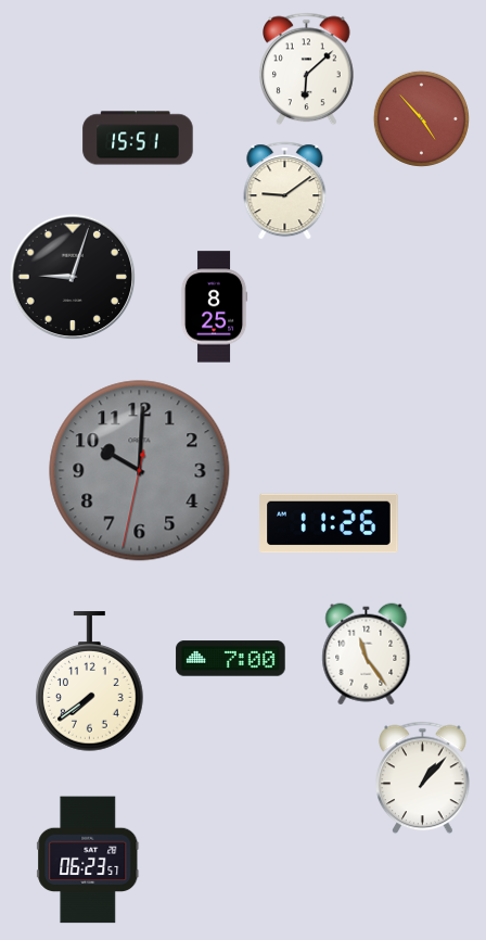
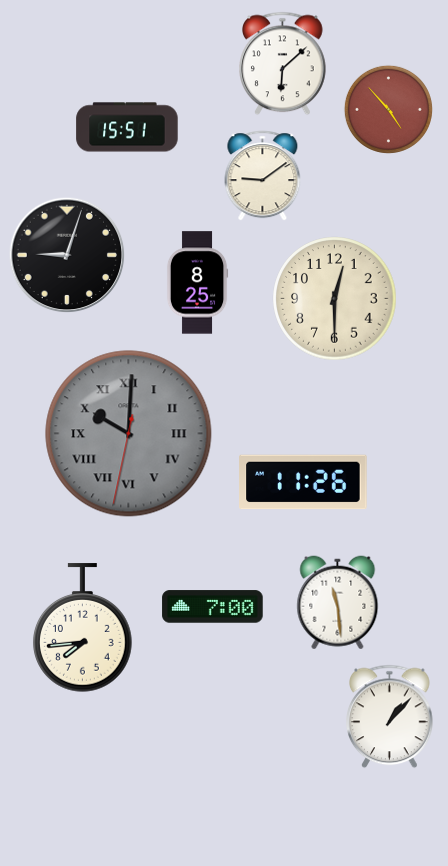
clock at (335, 299): none -> 12:30
clock at (140, 471) numerals: Arabic -> Roman
clock at (367, 655): 11:24 -> 11:29
clock at (90, 682): 7:39 -> 7:44
clock at (88, 860): 06:23 -> none
